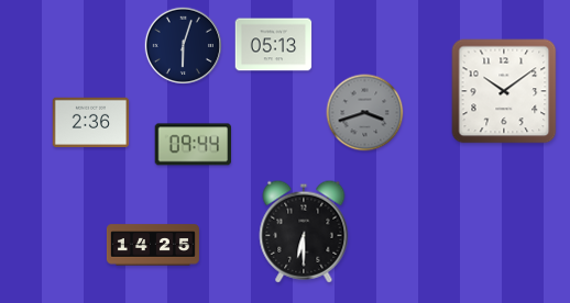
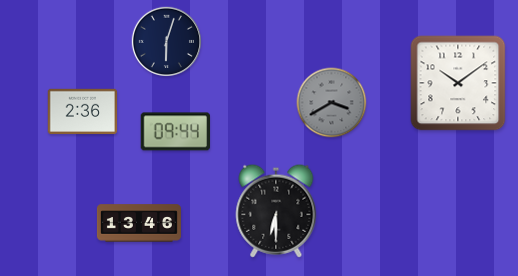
clock at (274, 45): 05:13 -> none
clock at (365, 113): 3:42 -> 3:40
clock at (153, 245): 14:25 -> 13:46
